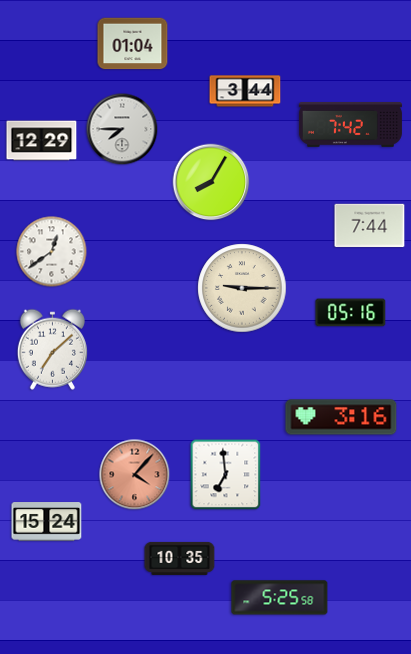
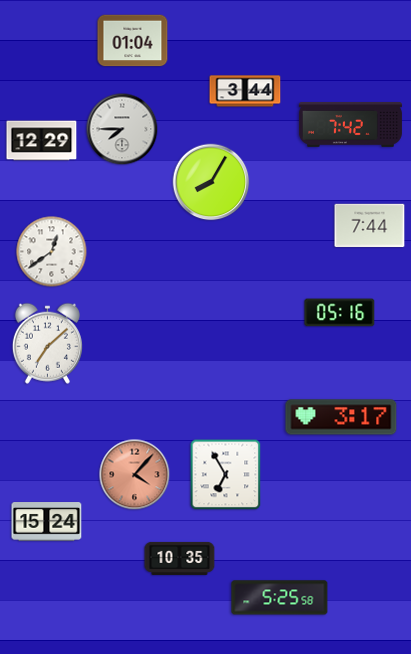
clock at (133, 44) position: (133, 44) -> (133, 41)
clock at (242, 288): 9:15 -> none
clock at (351, 313) position: (351, 313) -> (340, 313)
clock at (52, 349) position: (52, 349) -> (47, 343)
clock at (341, 417): 3:16 -> 3:17
clock at (226, 475): 6:59 -> 6:55
